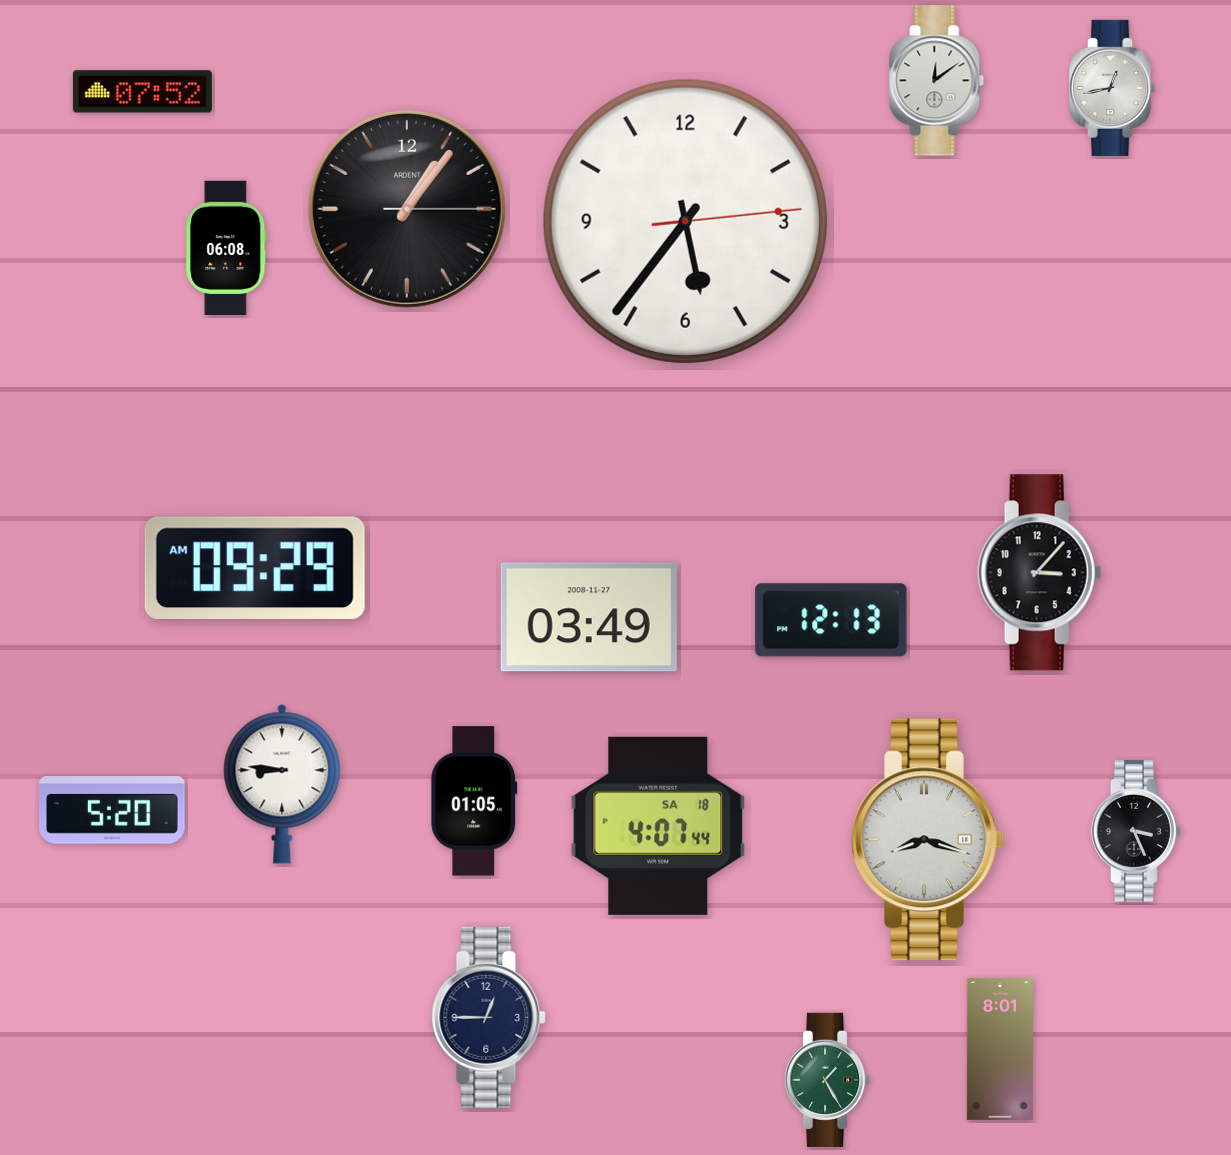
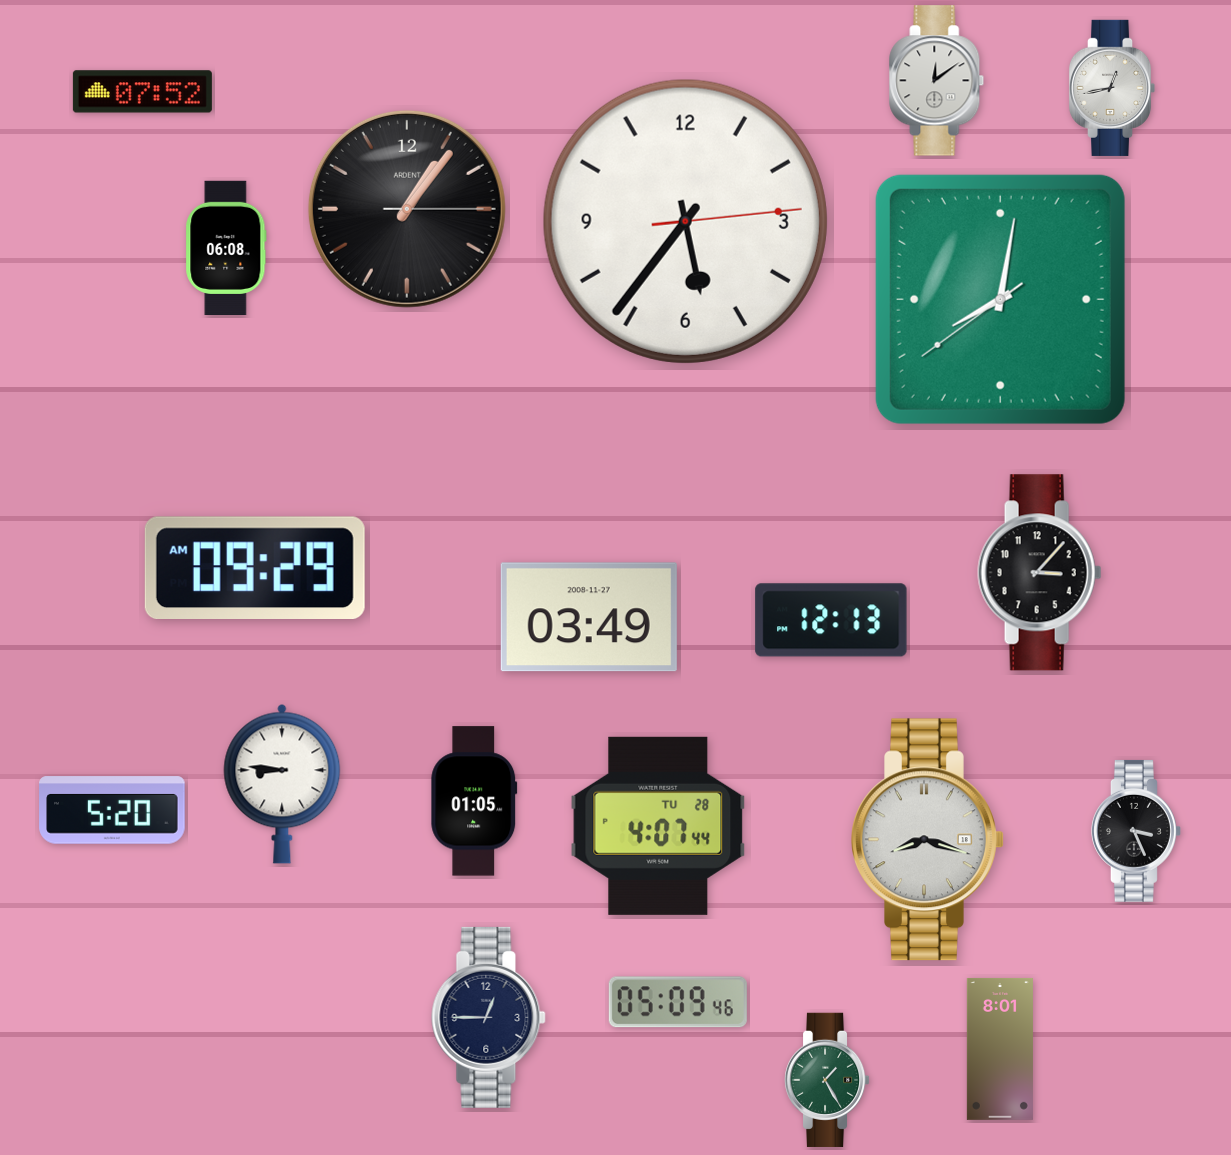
clock at (1000, 299): none -> 8:01
clock at (658, 826) date: SA 18 -> TU 28
clock at (678, 1002): none -> 05:09
